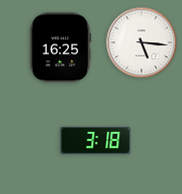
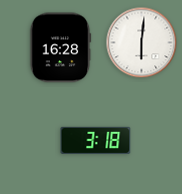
clock at (142, 43): 5:16 -> 6:01
clock at (60, 48): 16:25 -> 16:28
